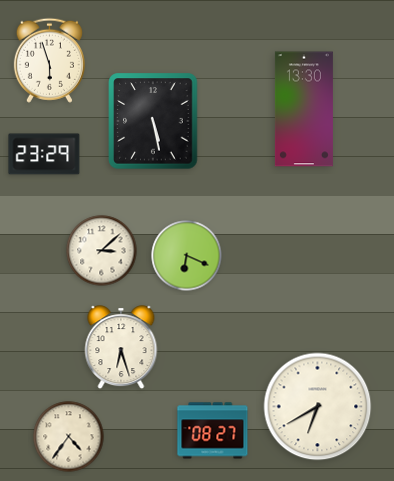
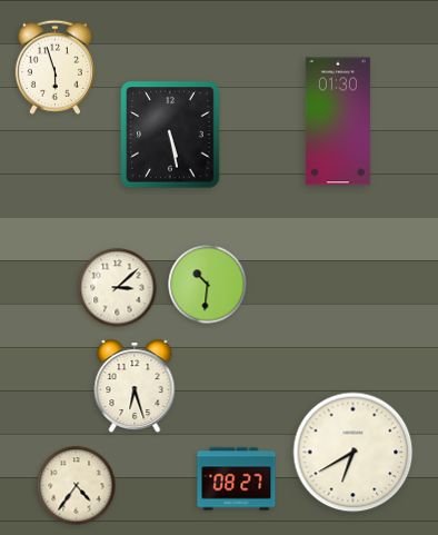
clock at (304, 109): 13:30 -> 01:30
clock at (44, 154): 23:29 -> none
clock at (102, 251) position: (102, 251) -> (118, 288)
clock at (187, 256): 6:19 -> 10:31
